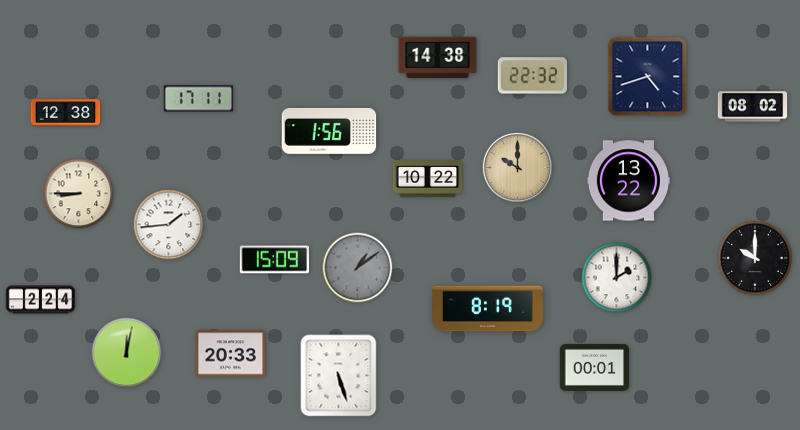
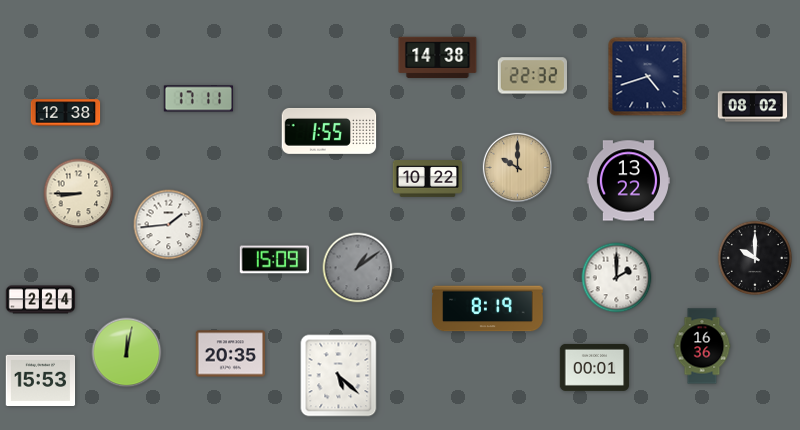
clock at (329, 131): 1:56 -> 1:55
clock at (702, 346): none -> 16:36
clock at (231, 354): 20:33 -> 20:35
clock at (339, 376): 5:27 -> 5:22
clock at (41, 380): none -> 15:53
